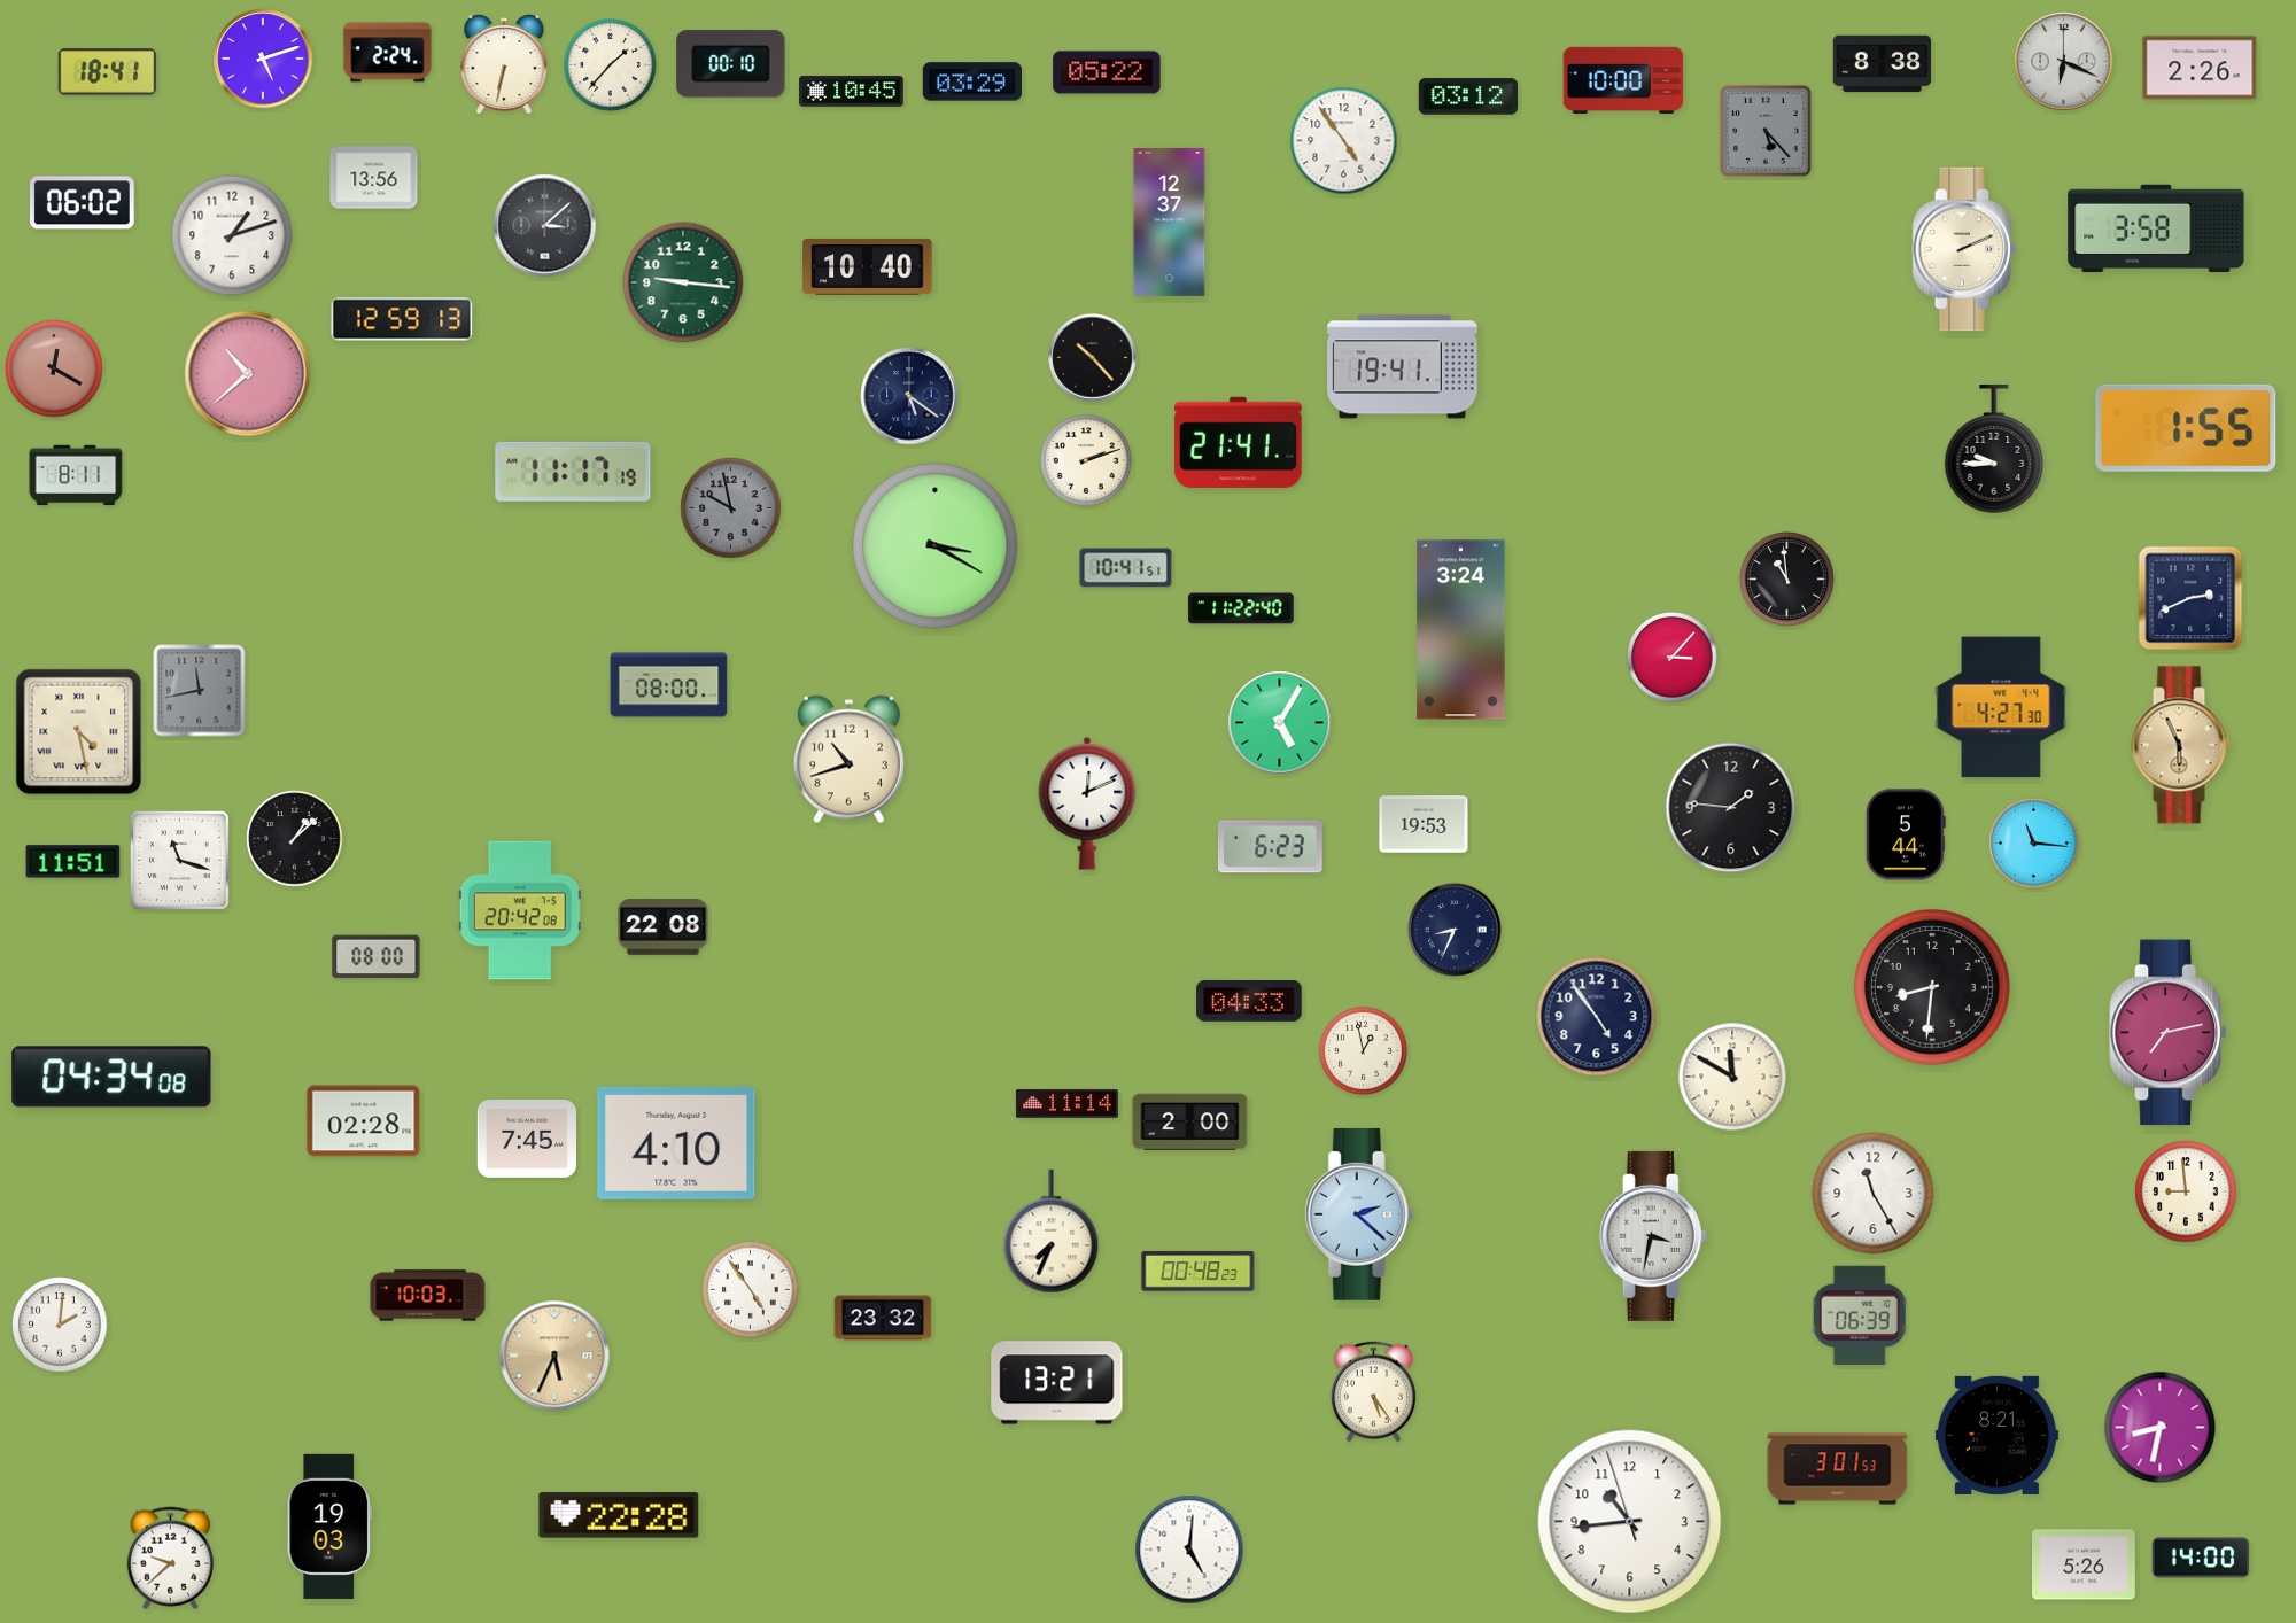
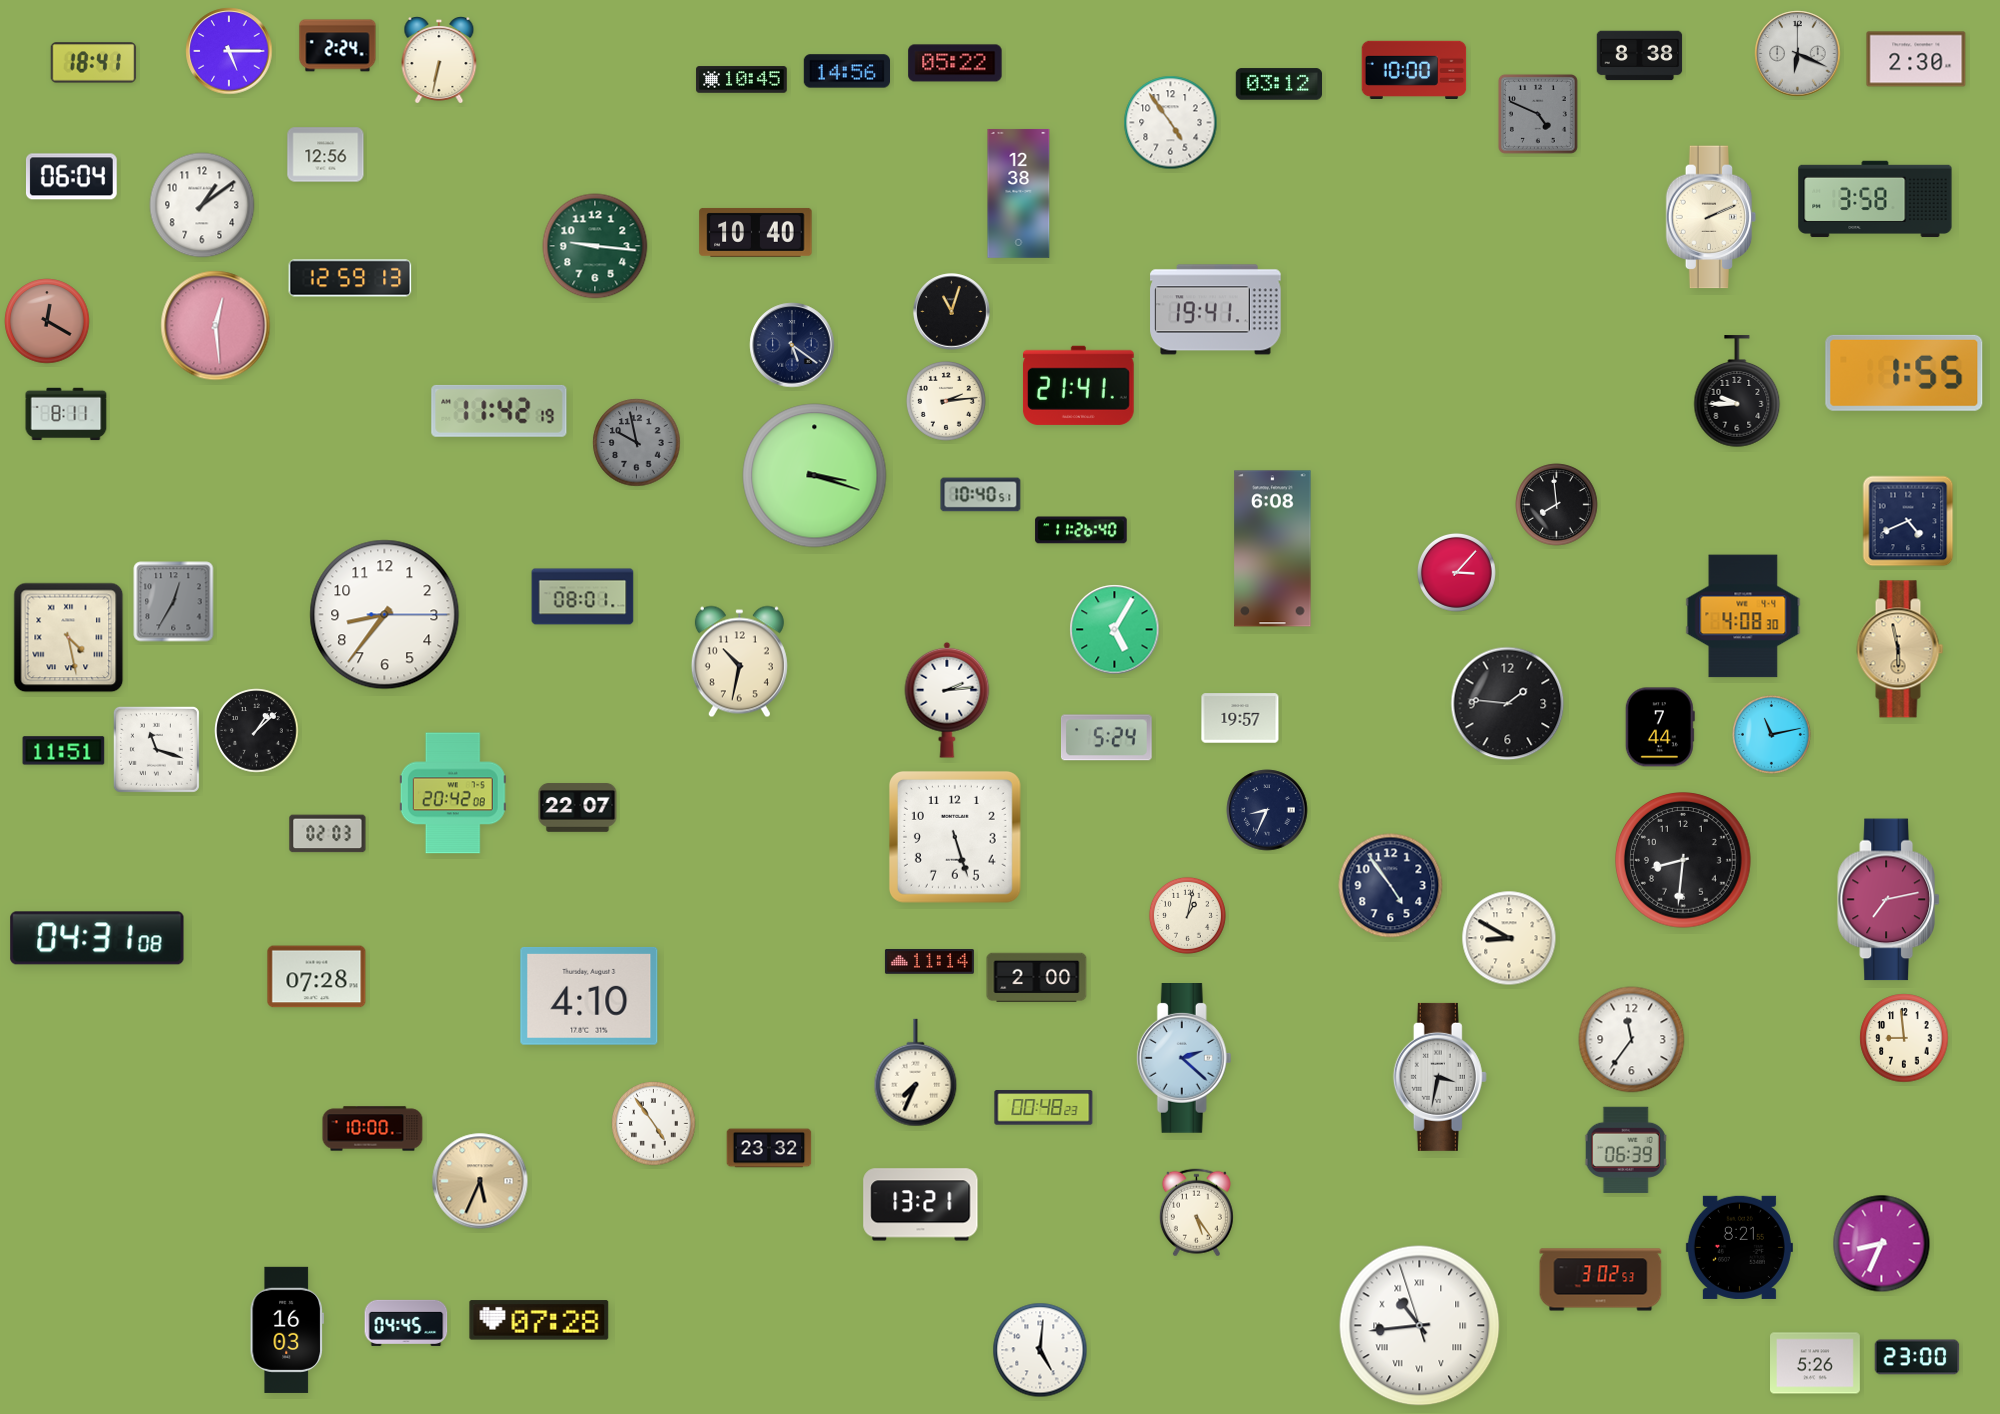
clock at (263, 59): 5:12 -> 5:15
clock at (731, 64): 00:10 -> none
clock at (504, 65) position: (504, 65) -> (439, 61)
clock at (611, 65): 1:37 -> none
clock at (2200, 68): 2:26 -> 2:30
clock at (1107, 72) position: (1107, 72) -> (955, 63)
clock at (971, 81): 03:29 -> 14:56
clock at (1766, 131): 5:23 -> 4:49
clock at (374, 178): 13:56 -> 12:56
clock at (82, 203): 06:02 -> 06:04
clock at (1170, 222): 12:37 -> 12:38
clock at (545, 226): 3:08 -> none
clock at (2156, 228) position: (2156, 228) -> (1875, 199)
clock at (232, 235): 1:12 -> 1:09
clock at (1093, 358): 10:23 -> 11:03
clock at (1403, 367) position: (1403, 367) -> (1216, 310)
clock at (248, 374): 10:38 -> 12:29
clock at (1086, 460): 2:12 -> 2:14
clock at (573, 472): 11:17 -> 11:42
clock at (936, 546): 3:20 -> 3:18
clock at (1126, 568): 10:41 -> 10:40
clock at (1787, 580): 10:59 -> 7:59
clock at (2190, 598): 2:41 -> 4:41
clock at (1241, 608): 11:22 -> 11:26
clock at (1461, 630): 3:24 -> 6:08
clock at (669, 685): 08:00 -> 08:01
clock at (200, 691): 11:43 -> 12:35
clock at (385, 615): none -> 8:36
clock at (2001, 707): 4:27 -> 4:08
clock at (2181, 745): 5:56 -> 5:58
clock at (848, 760): 10:42 -> 10:32
clock at (1087, 803): 12:11 -> 2:14
clock at (1424, 824): 19:53 -> 19:57
clock at (1906, 834): 5:44 -> 7:44
clock at (2033, 842): 11:16 -> 11:13
clock at (1270, 847): 6:23 -> 5:24
clock at (664, 927): 22:08 -> 22:07
clock at (377, 957): 08:00 -> 02:03
clock at (955, 837): none -> 5:27
clock at (1249, 1001): 04:33 -> none
clock at (1363, 1050): 12:58 -> 1:02
clock at (111, 1077): 04:34 -> 04:31
clock at (1732, 1077): 11:50 -> 8:50
clock at (364, 1121): 02:28 -> 07:28
clock at (526, 1139): 7:45 -> none
clock at (1874, 1194): 11:25 -> 11:36
clock at (428, 1296): 10:03 -> 10:00
clock at (1860, 1315) position: (1860, 1315) -> (1626, 1150)
clock at (60, 1325): 2:01 -> none
clock at (554, 1356) position: (554, 1356) -> (480, 1181)
clock at (2161, 1428): 8:32 -> 8:34
clock at (1996, 1435) position: (1996, 1435) -> (1739, 1247)
clock at (1838, 1469): 3:01 -> 3:02
clock at (619, 1515): 22:28 -> 07:28
clock at (406, 1323): none -> 04:45
clock at (1630, 1522) numerals: Arabic -> Roman
clock at (328, 1527): 19:03 -> 16:03
clock at (1189, 1550) position: (1189, 1550) -> (1040, 1350)
clock at (2201, 1558): 14:00 -> 23:00
clock at (170, 1559): 9:38 -> none
